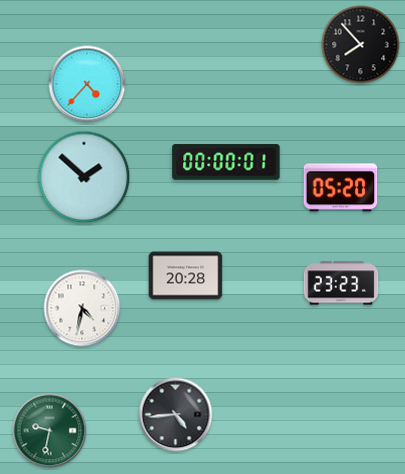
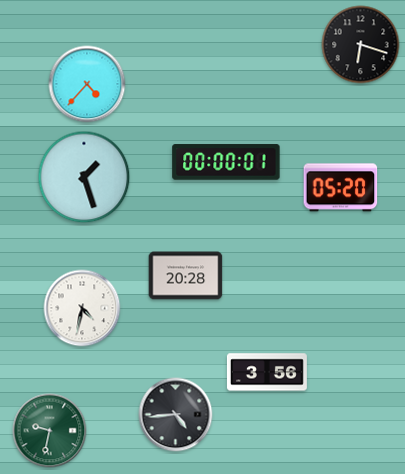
clock at (361, 45): 7:53 -> 6:18
clock at (84, 177): 1:52 -> 1:27
clock at (341, 283): 23:23 -> none
clock at (267, 372): none -> 3:56
